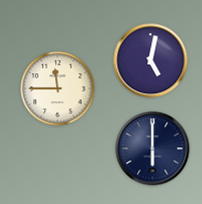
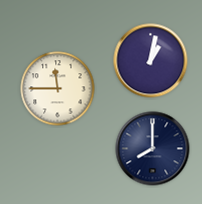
clock at (151, 61): 5:02 -> 1:02
clock at (153, 149): 6:00 -> 8:00
